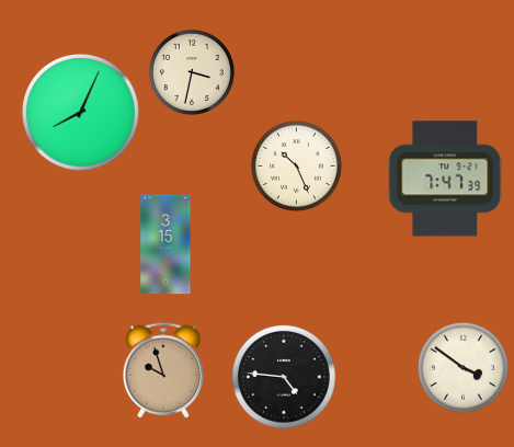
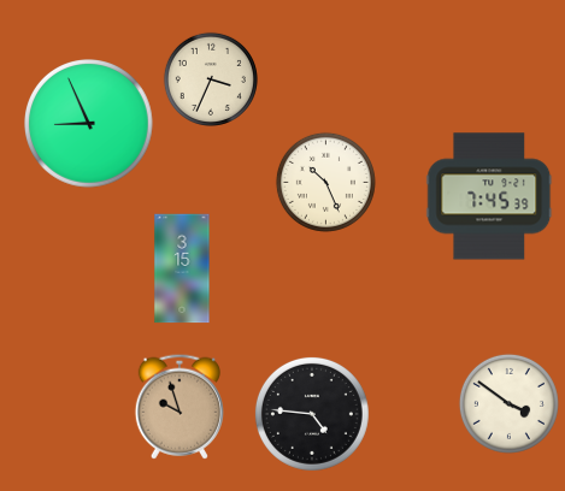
clock at (192, 72): 3:32 -> 3:34
clock at (81, 113): 8:04 -> 8:56
clock at (445, 179): 7:47 -> 7:45
